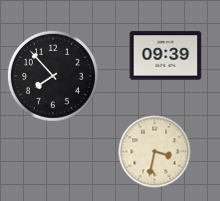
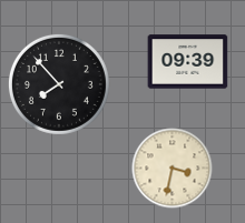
clock at (166, 56) position: (166, 56) -> (188, 62)
